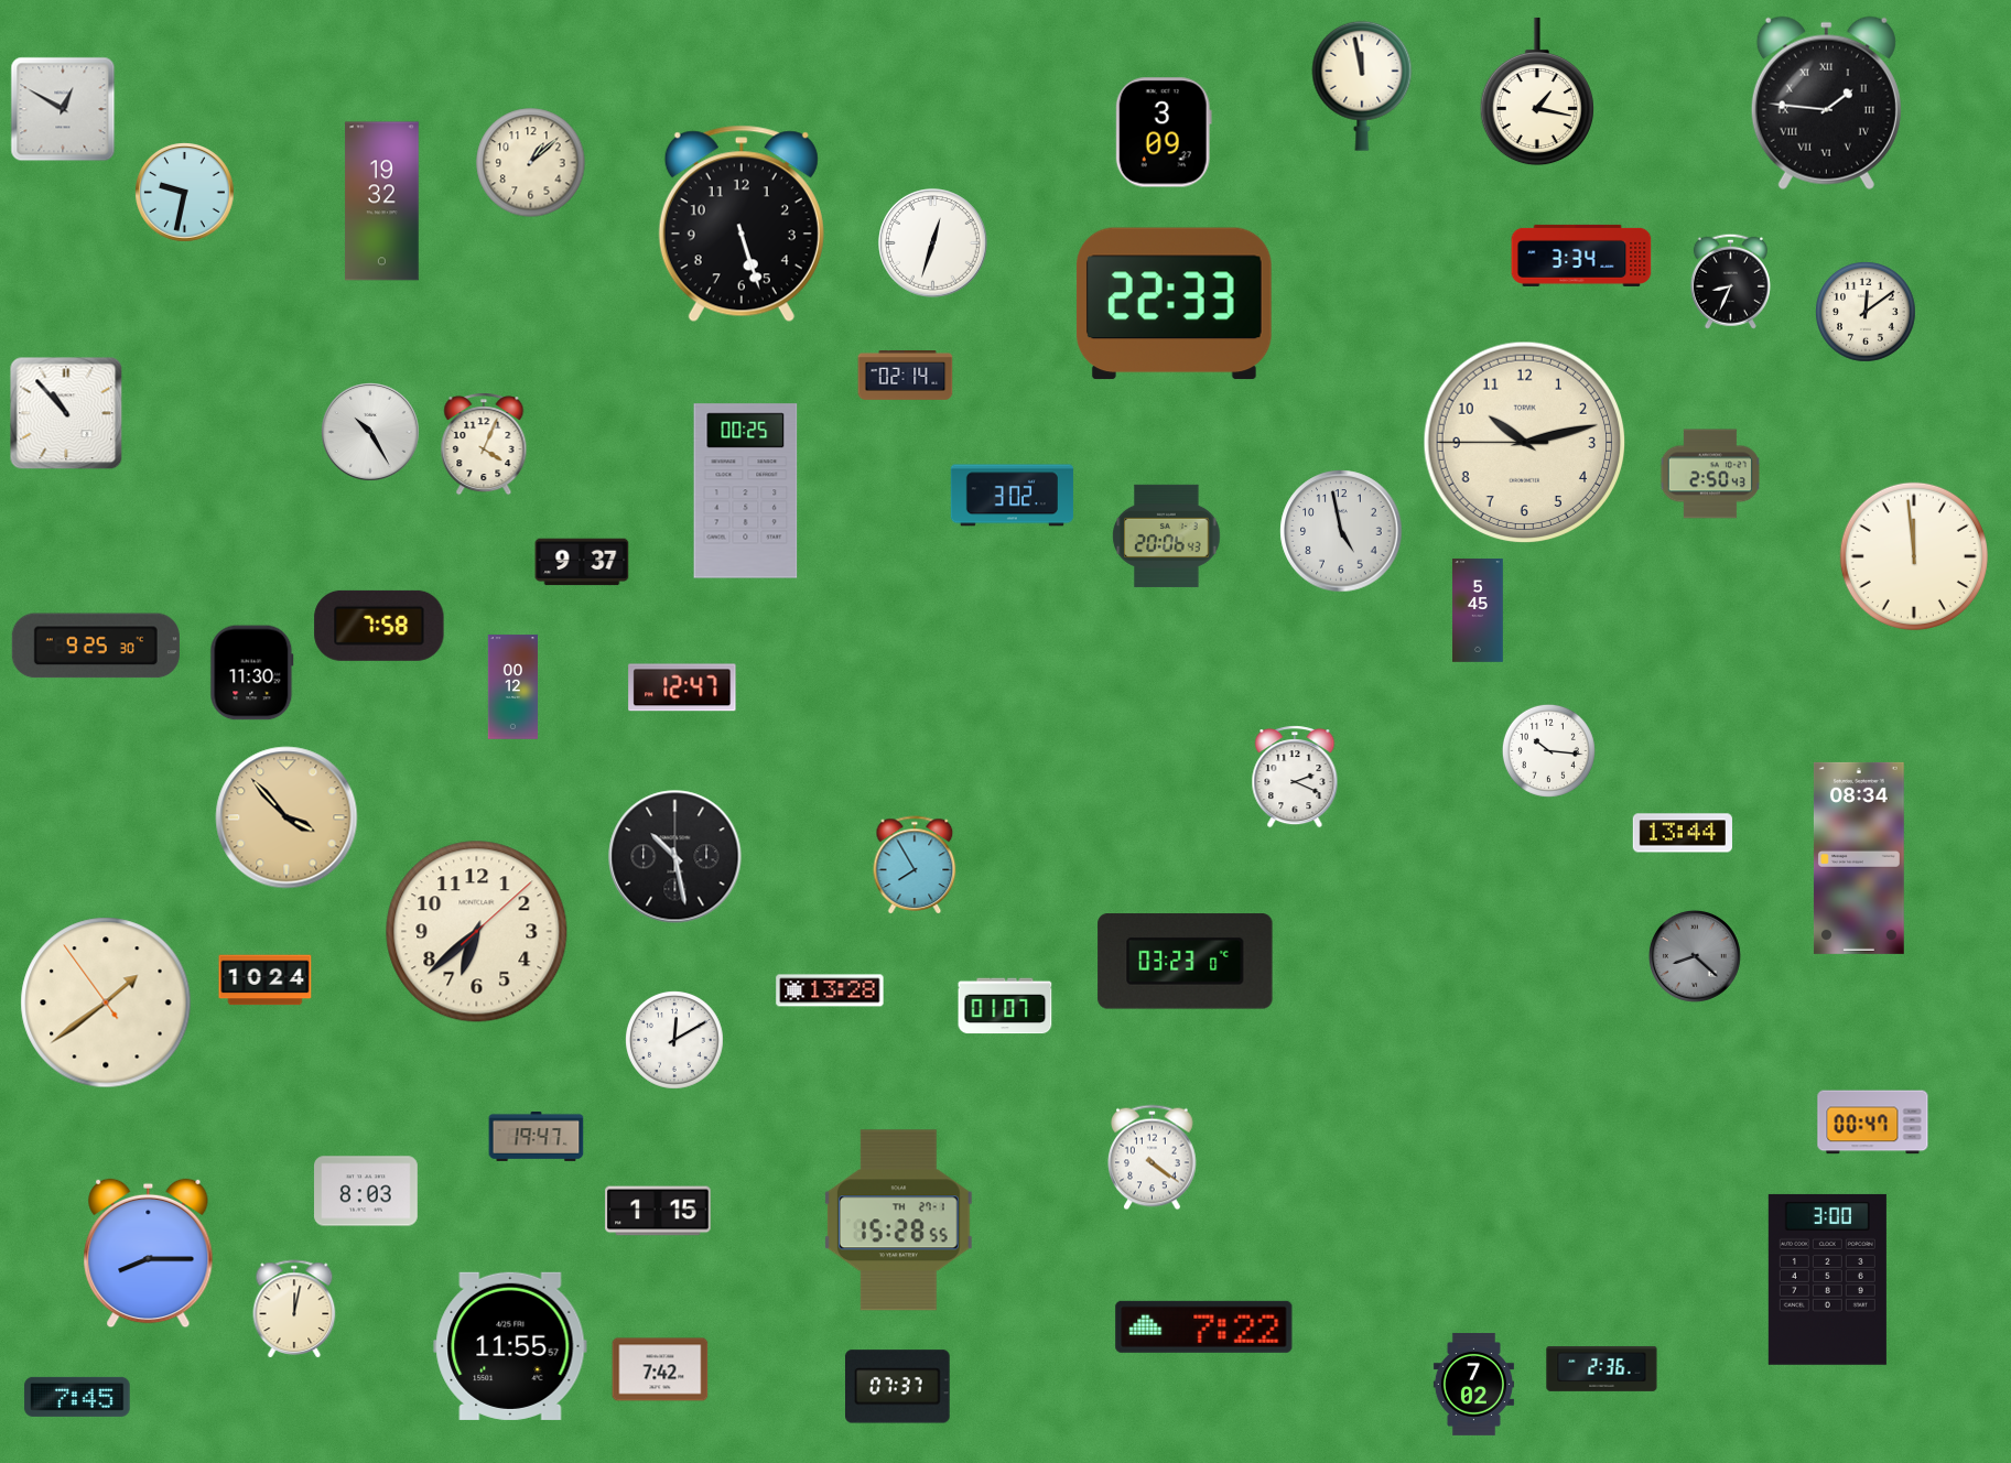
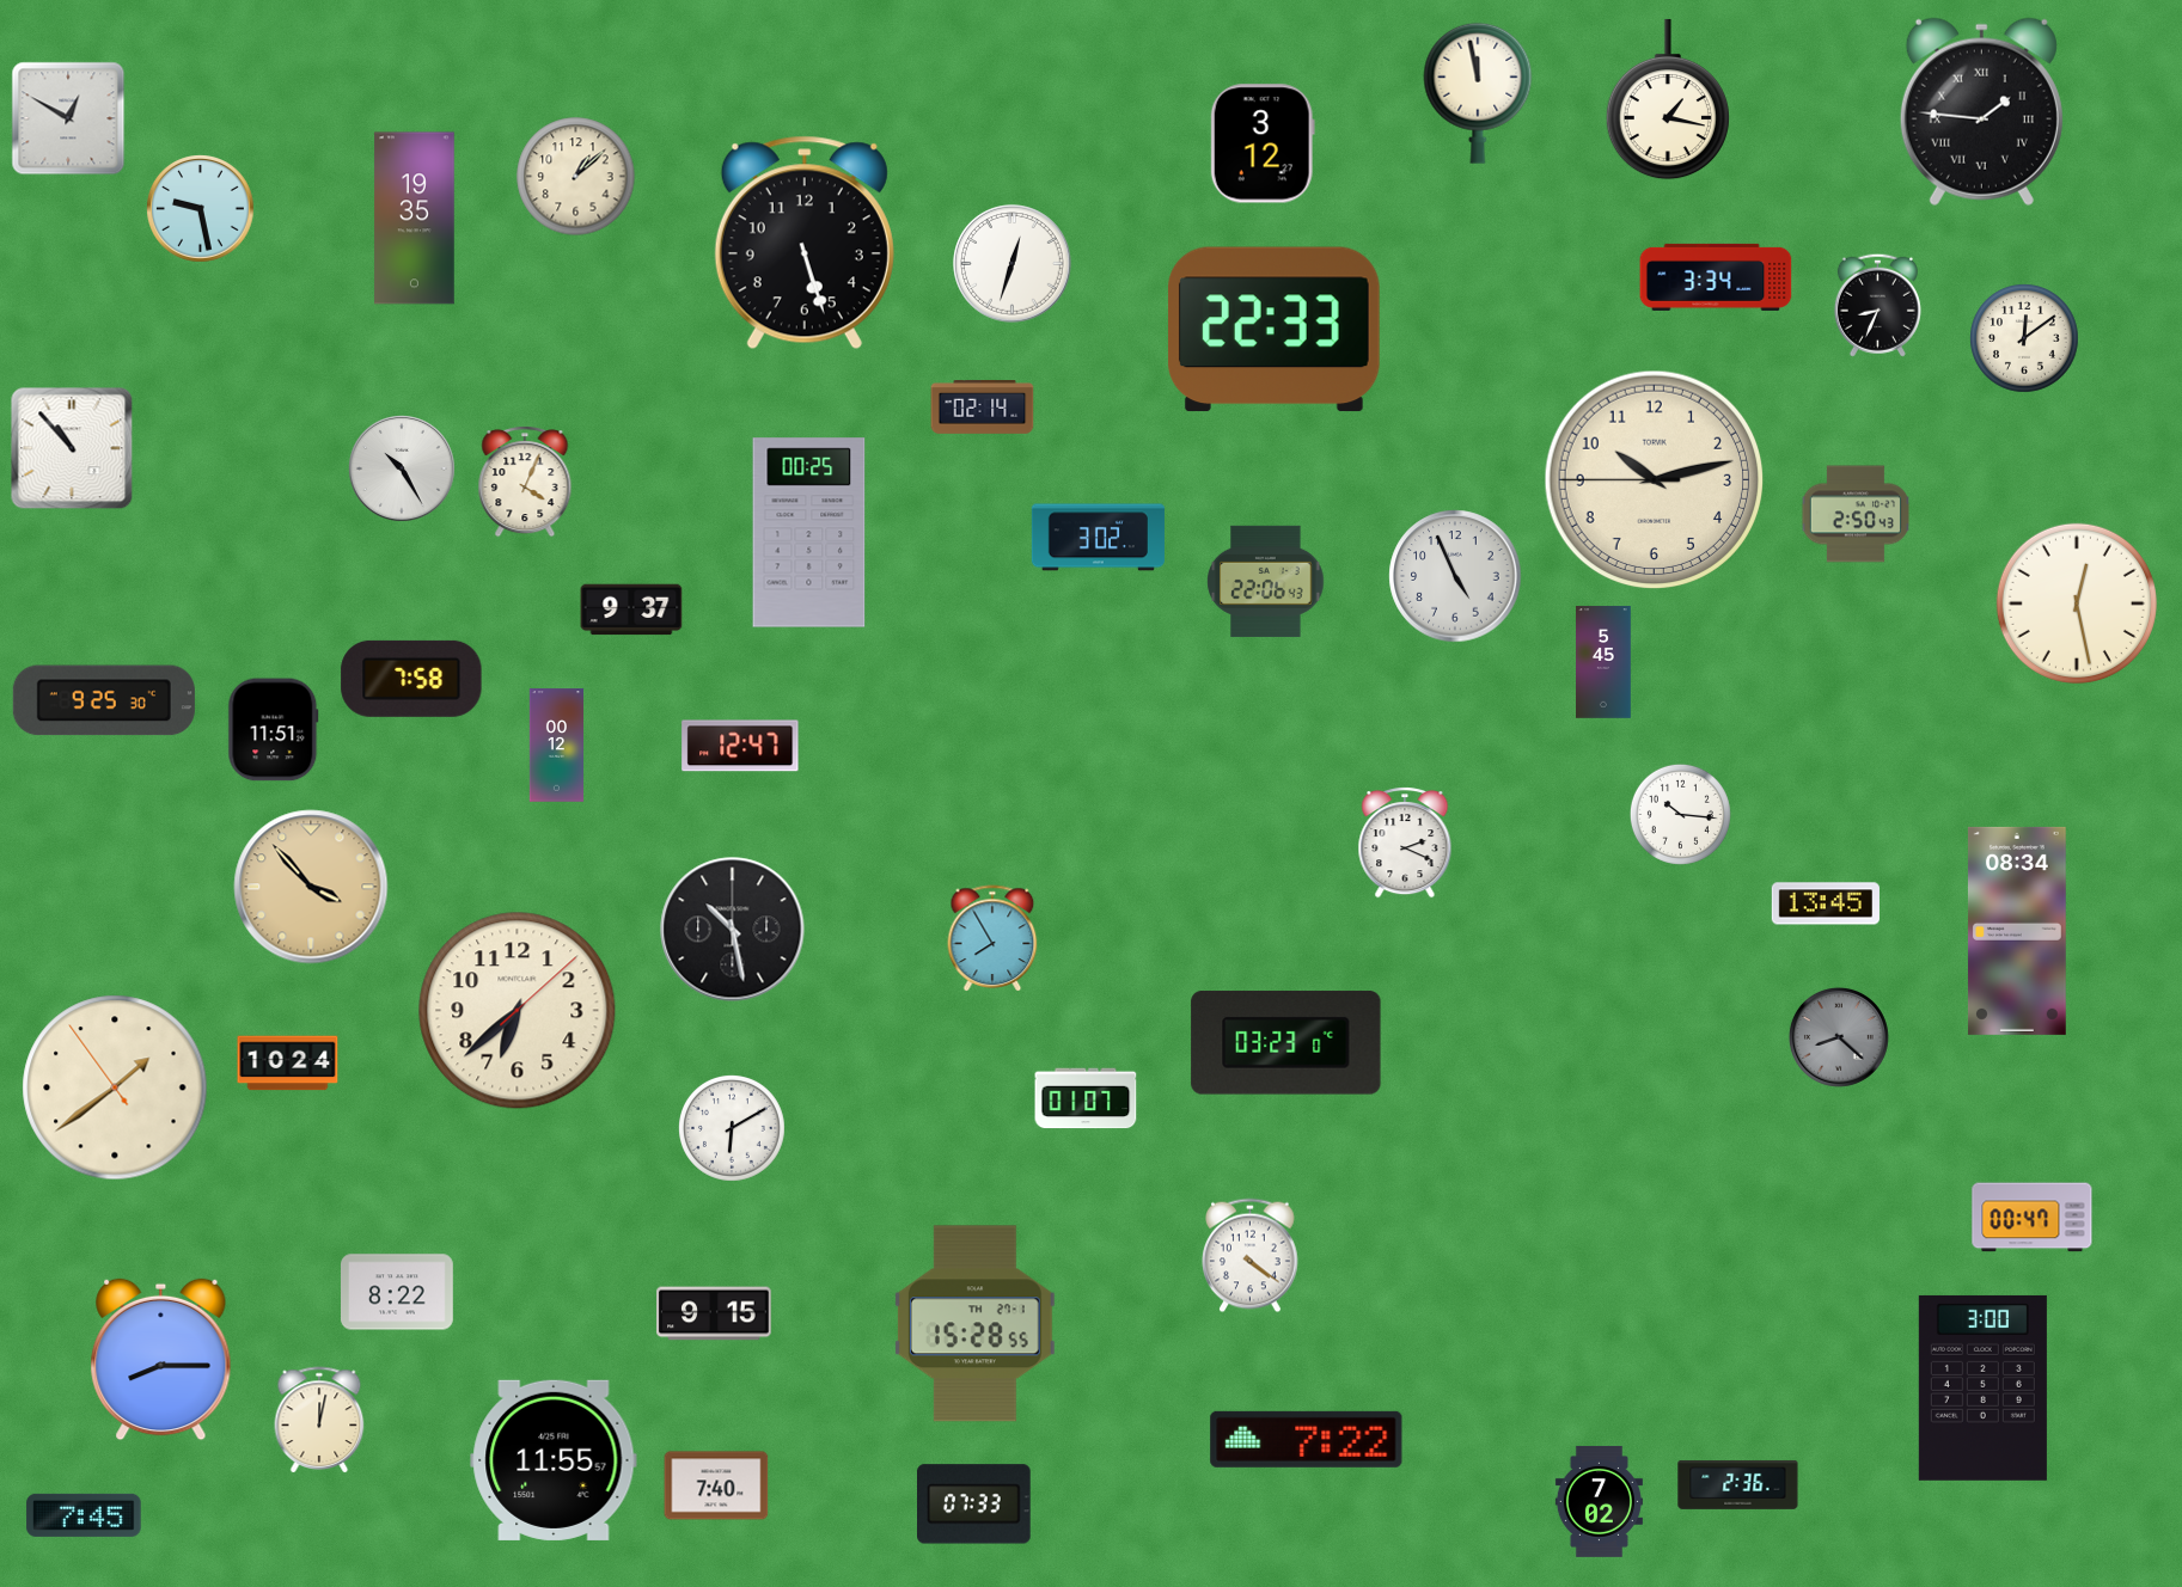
clock at (1164, 132): 3:09 -> 3:12
clock at (185, 193): 9:32 -> 9:28
clock at (382, 202): 19:32 -> 19:35
clock at (1341, 531): 4:58 -> 4:56
clock at (1167, 535): 20:06 -> 22:06
clock at (1914, 556): 11:59 -> 12:28
clock at (252, 673): 11:30 -> 11:51
clock at (1683, 833): 13:44 -> 13:45
clock at (830, 990): 13:28 -> none
clock at (1005, 1006) position: (1005, 1006) -> (1086, 1098)
clock at (675, 1041): 12:10 -> 6:10
clock at (537, 1136): 19:47 -> none
clock at (367, 1191): 8:03 -> 8:22
clock at (658, 1211): 1:15 -> 9:15
clock at (660, 1369): 7:42 -> 7:40
clock at (898, 1387): 07:37 -> 07:33
